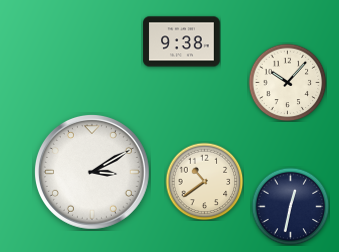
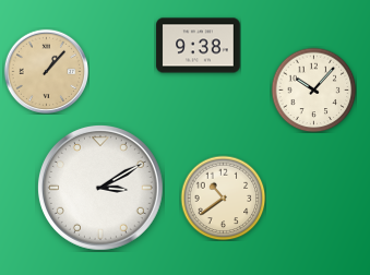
clock at (46, 71): none -> 1:07
clock at (290, 206): 12:32 -> none
